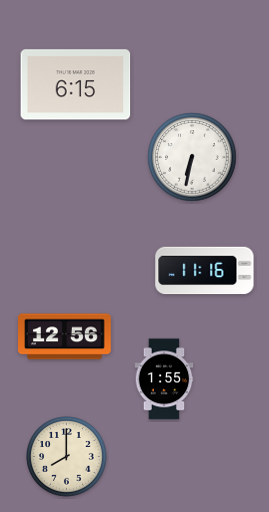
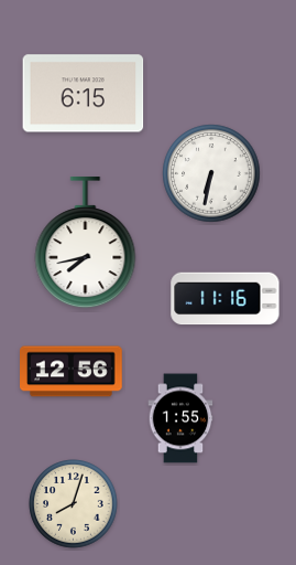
clock at (86, 244): none -> 7:43
clock at (67, 457): 8:00 -> 8:03
